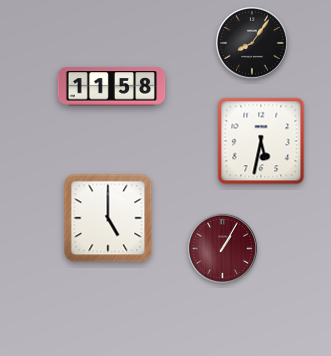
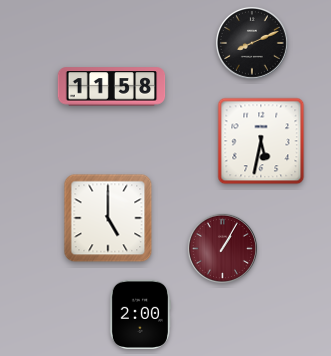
clock at (252, 43): 8:06 -> 8:11
clock at (140, 314): none -> 2:00
